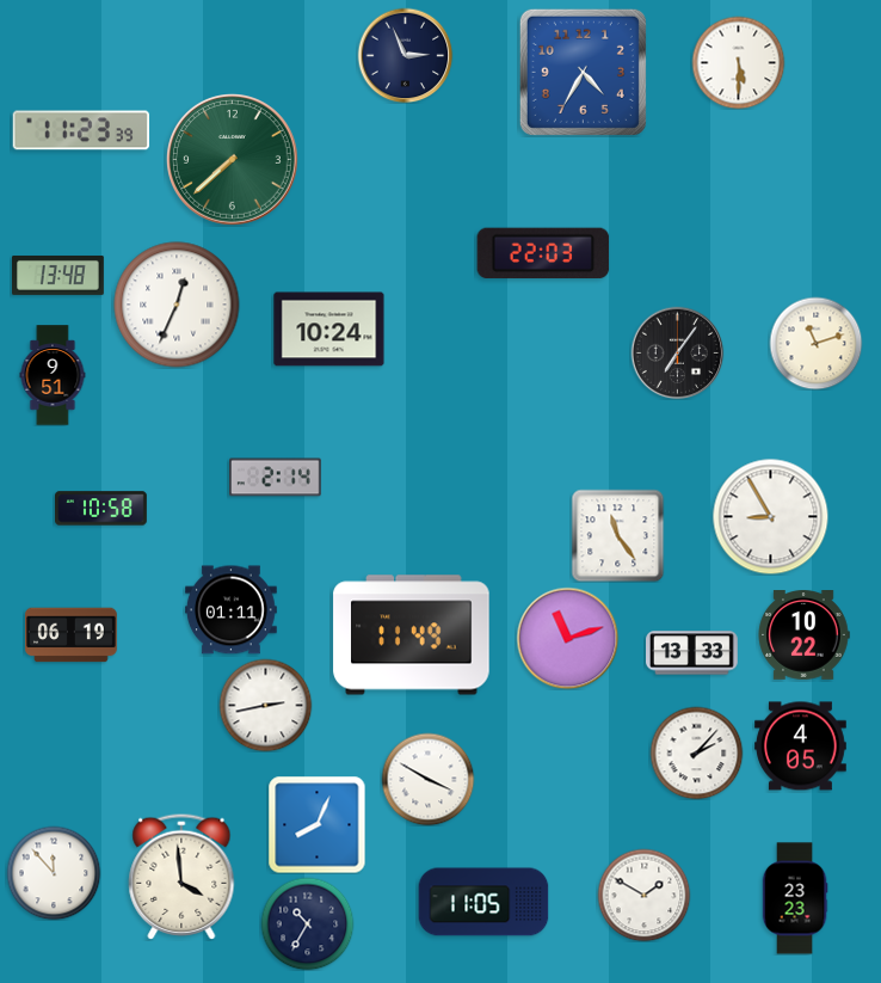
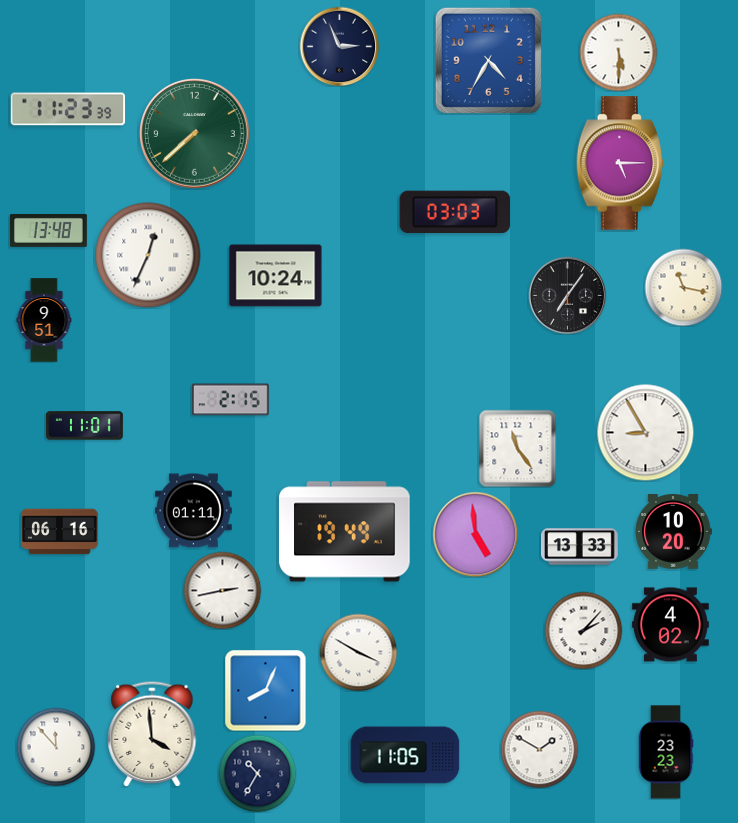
clock at (620, 163): none -> 5:15
clock at (543, 253): 22:03 -> 03:03
clock at (815, 343): 11:12 -> 11:17
clock at (53, 375) position: (53, 375) -> (44, 320)
clock at (276, 478): 2:14 -> 2:15
clock at (101, 509): 10:58 -> 11:01
clock at (72, 635): 06:19 -> 06:16
clock at (412, 635): 11:49 -> 19:49
clock at (803, 635): 10:22 -> 10:20
clock at (567, 638): 11:12 -> 4:59
clock at (801, 747): 4:05 -> 4:02
clock at (54, 873) position: (54, 873) -> (56, 747)
